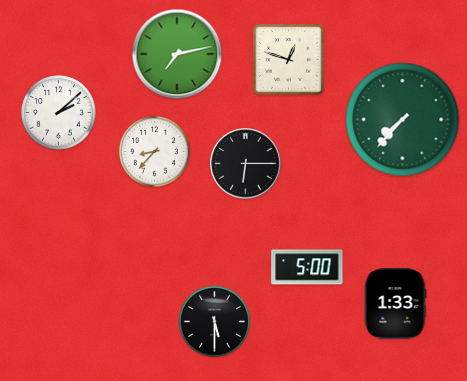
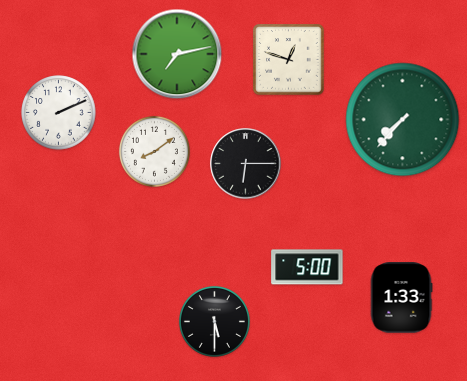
clock at (59, 113): 2:08 -> 2:11
clock at (154, 151): 8:37 -> 8:09
clock at (395, 304) position: (395, 304) -> (401, 298)
